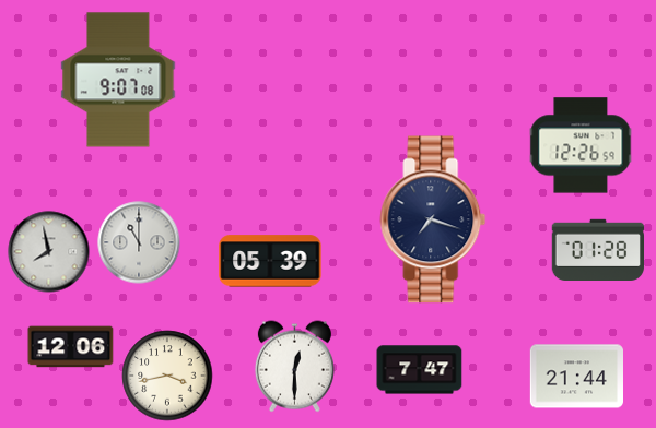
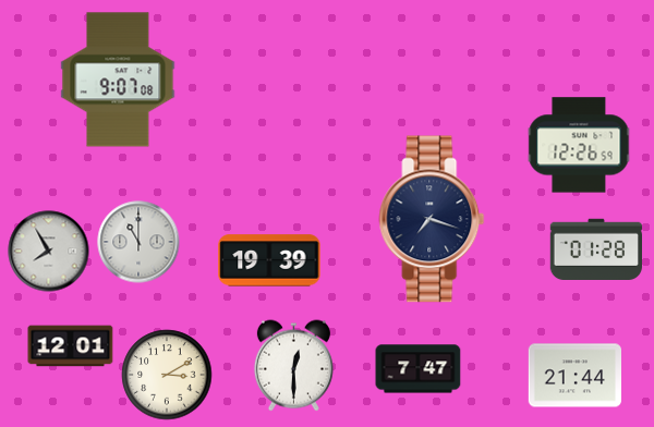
clock at (49, 252): 7:58 -> 7:55
clock at (270, 261): 05:39 -> 19:39
clock at (71, 347): 12:06 -> 12:01
clock at (167, 376): 3:43 -> 3:10
